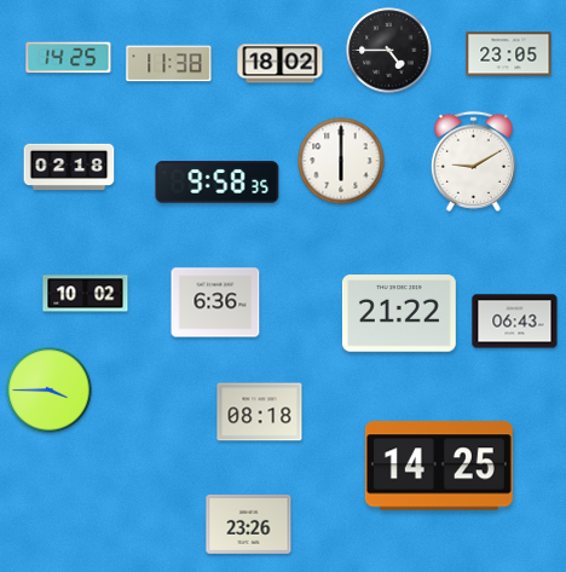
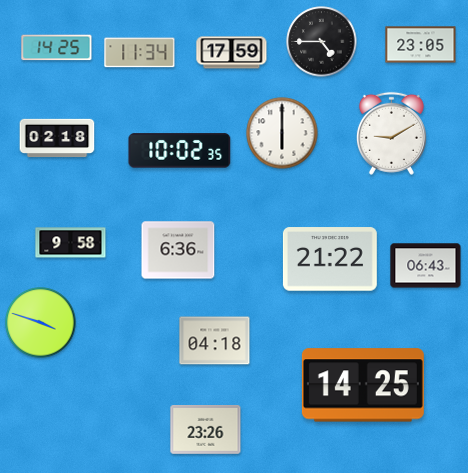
clock at (169, 64): 11:38 -> 11:34
clock at (281, 64): 18:02 -> 17:59
clock at (218, 183): 9:58 -> 10:02
clock at (86, 294): 10:02 -> 9:58
clock at (50, 391): 3:45 -> 3:48
clock at (260, 412): 08:18 -> 04:18
clock at (249, 525) position: (249, 525) -> (206, 430)
